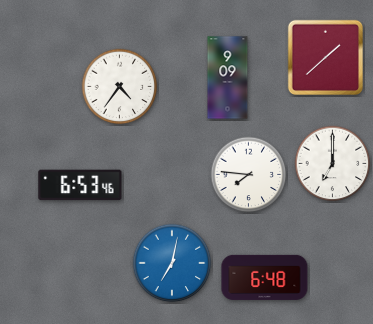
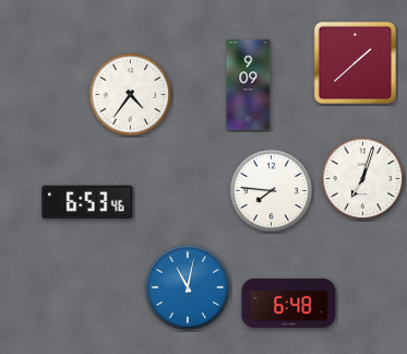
clock at (333, 164): 7:00 -> 7:03
clock at (172, 263): 7:02 -> 11:02
